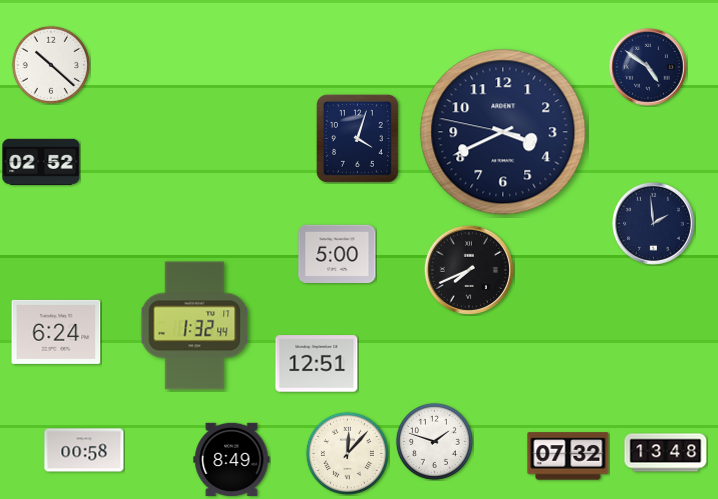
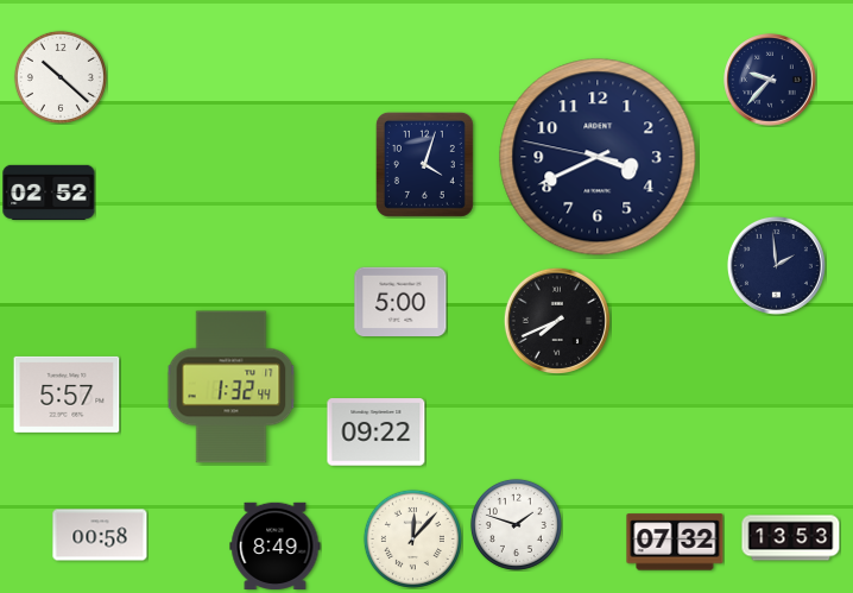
clock at (648, 67): 4:51 -> 9:37
clock at (56, 332): 6:24 -> 5:57
clock at (317, 364): 12:51 -> 09:22
clock at (666, 453): 13:48 -> 13:53
